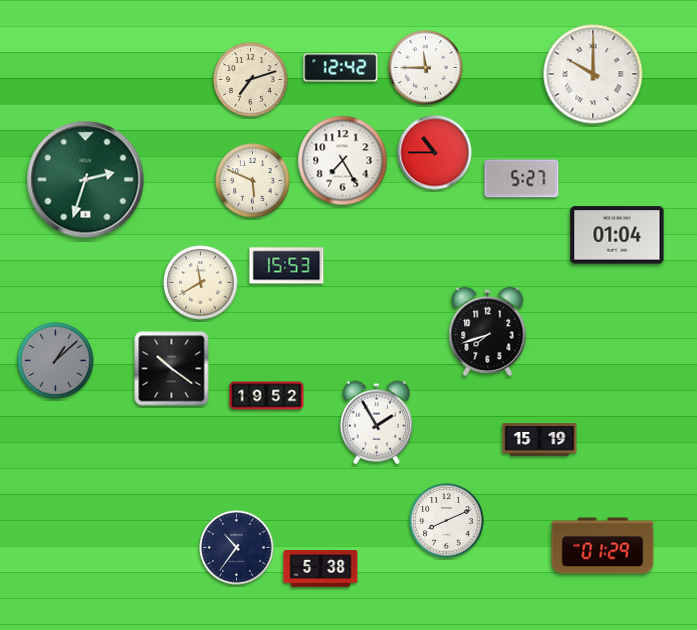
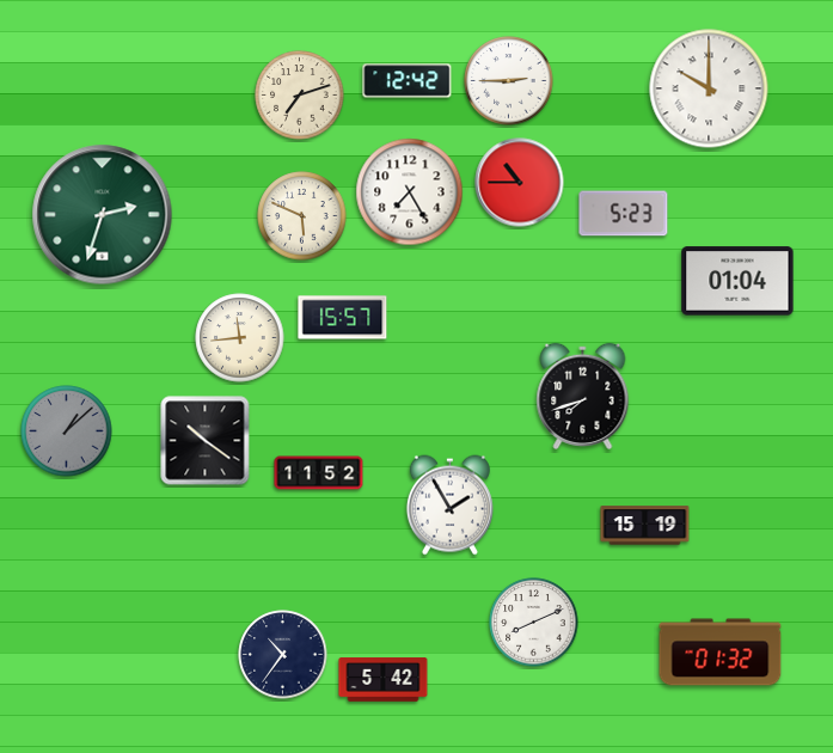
clock at (426, 68): 11:45 -> 2:45
clock at (522, 179): 5:27 -> 5:23
clock at (287, 266): 15:53 -> 15:57
clock at (201, 283): 11:40 -> 11:44
clock at (267, 396): 19:52 -> 11:52
clock at (603, 546): 01:29 -> 01:32
clock at (321, 569): 5:38 -> 5:42
